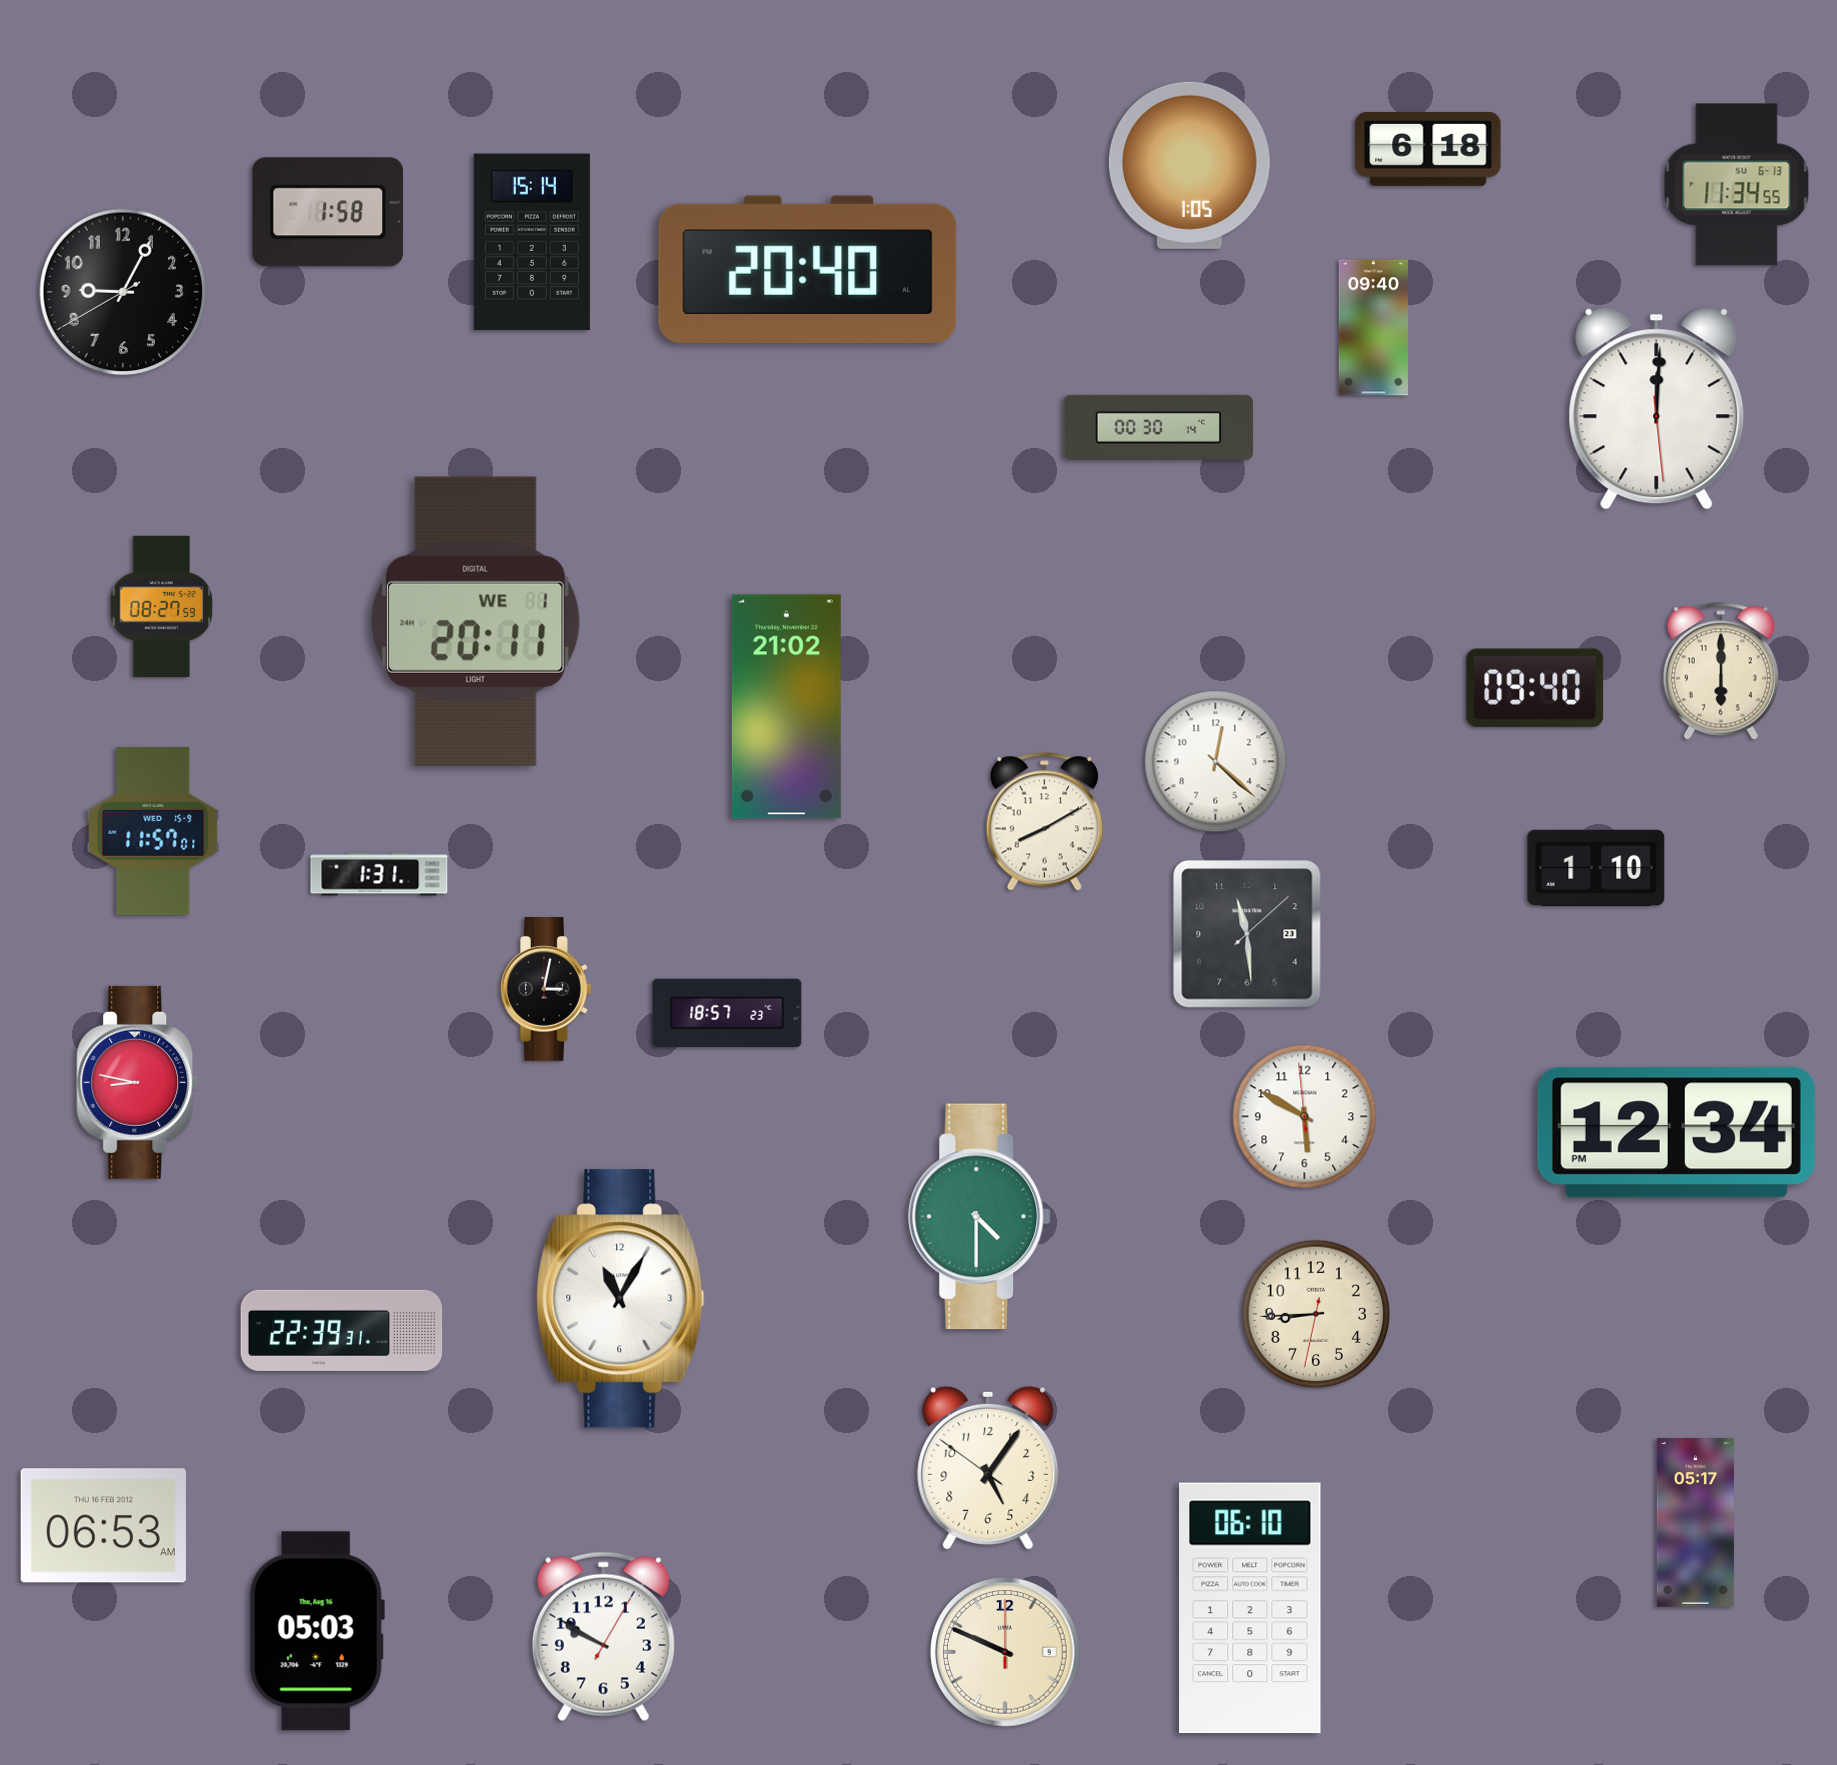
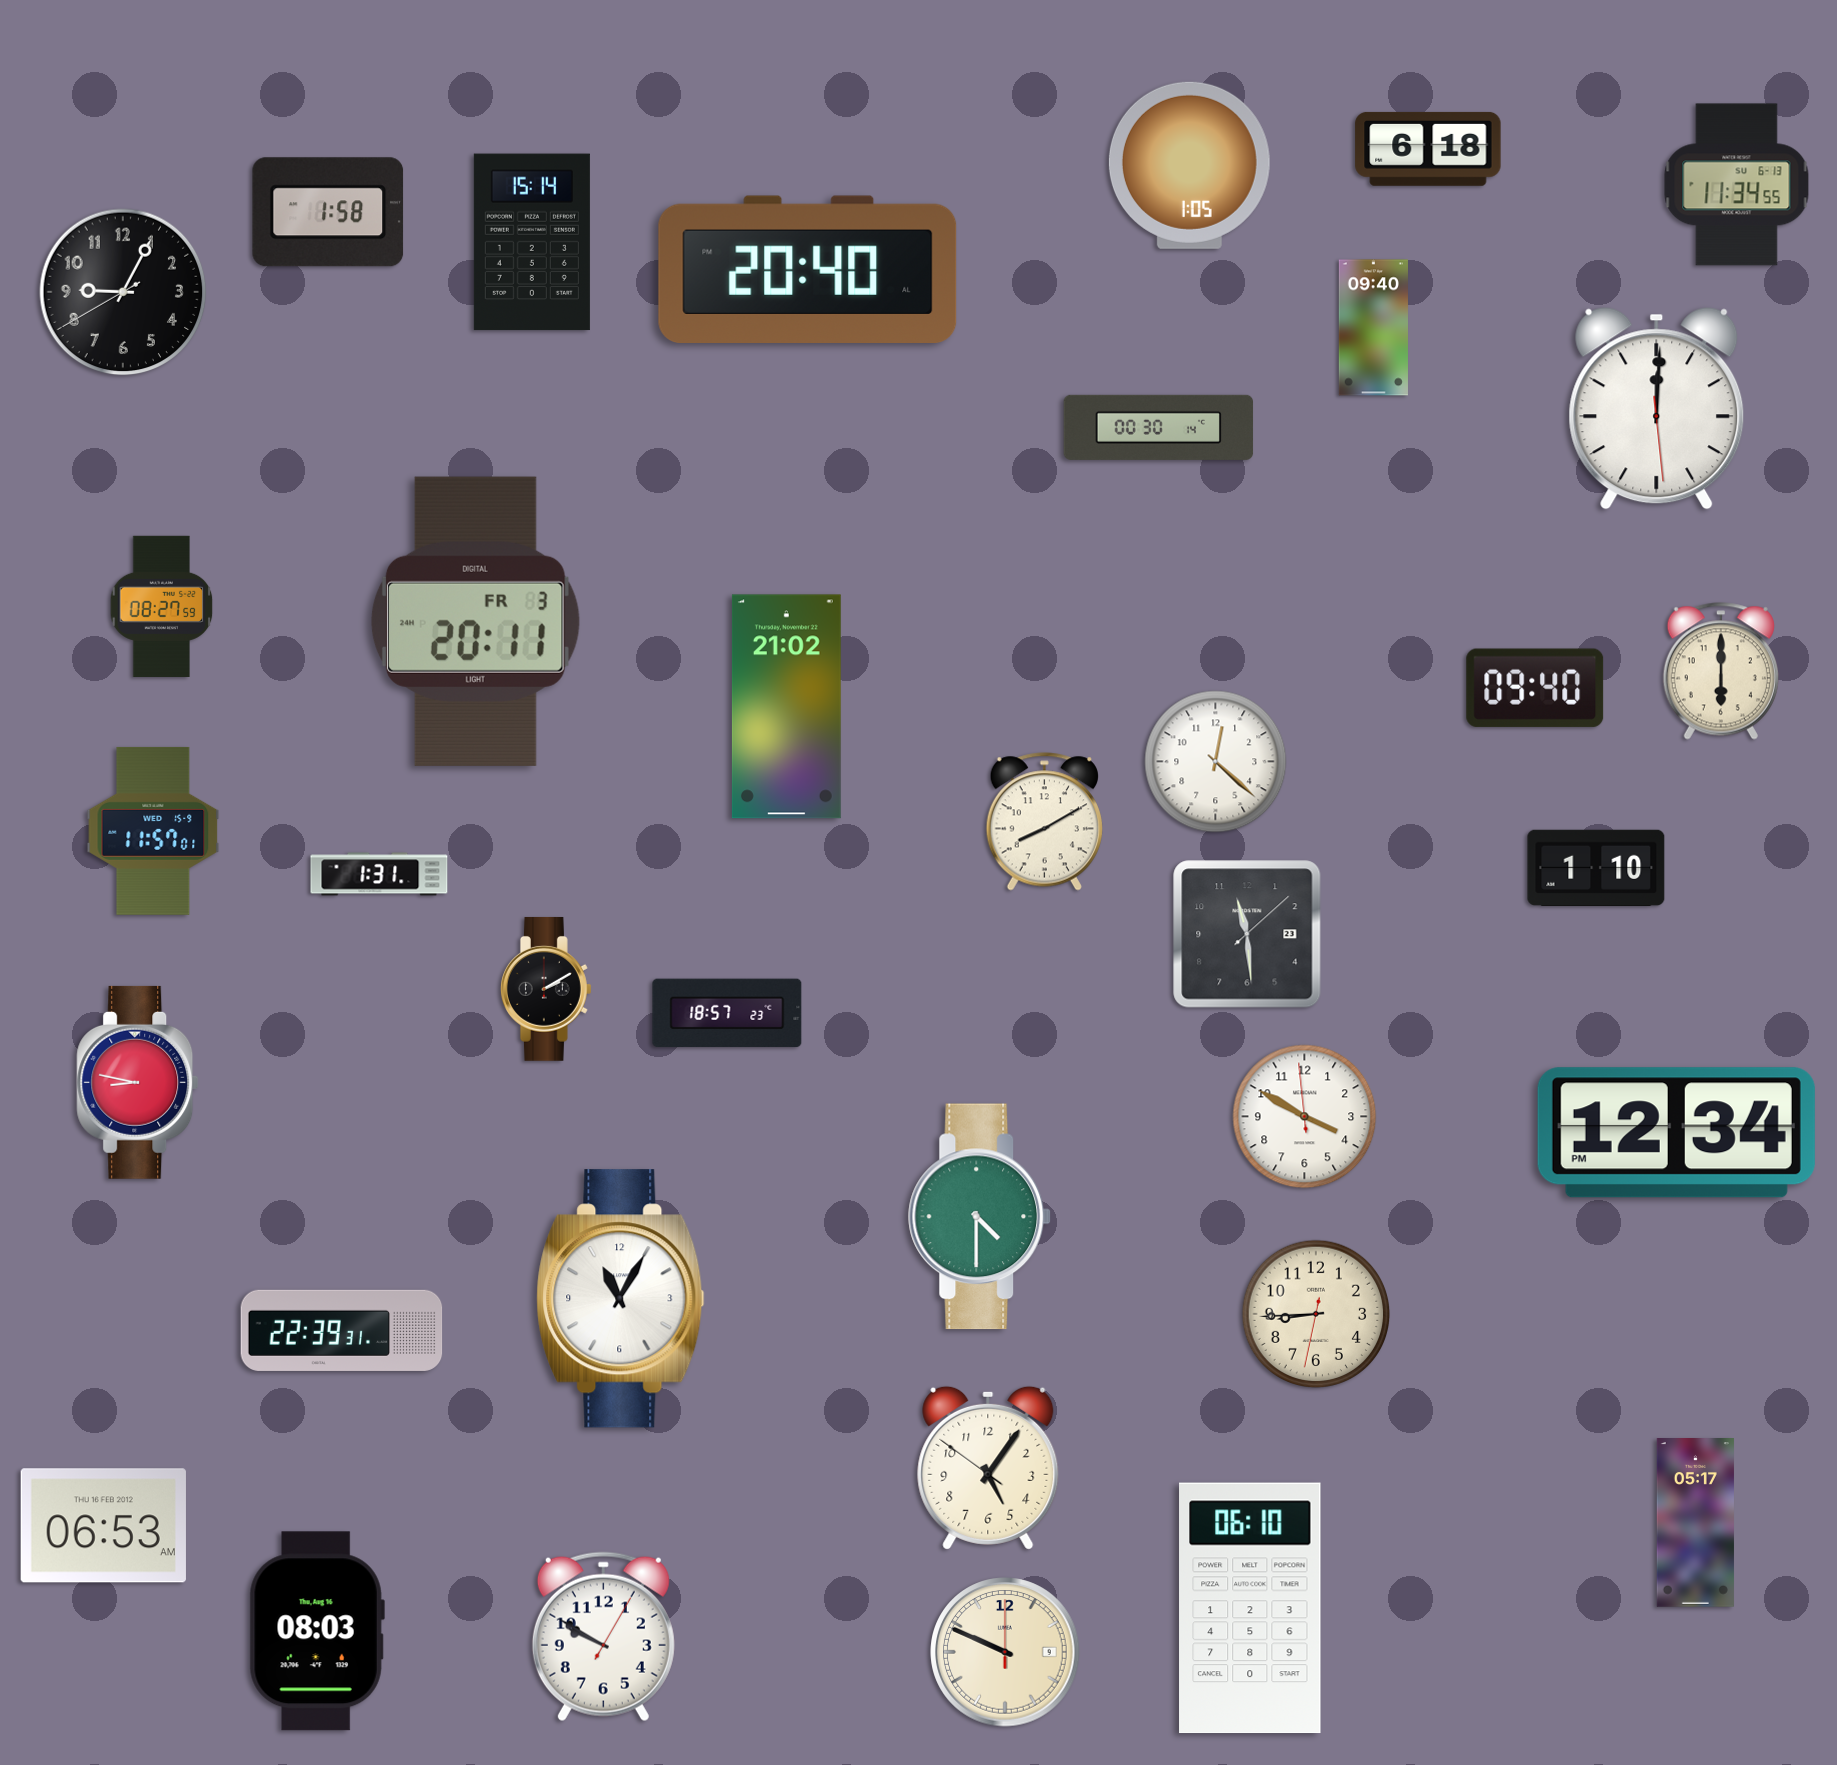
clock at (475, 621) date: WE 1 -> FR 3
clock at (546, 989): 3:02 -> 2:10
clock at (1305, 1117): 5:49 -> 3:49
clock at (317, 1631): 05:03 -> 08:03
